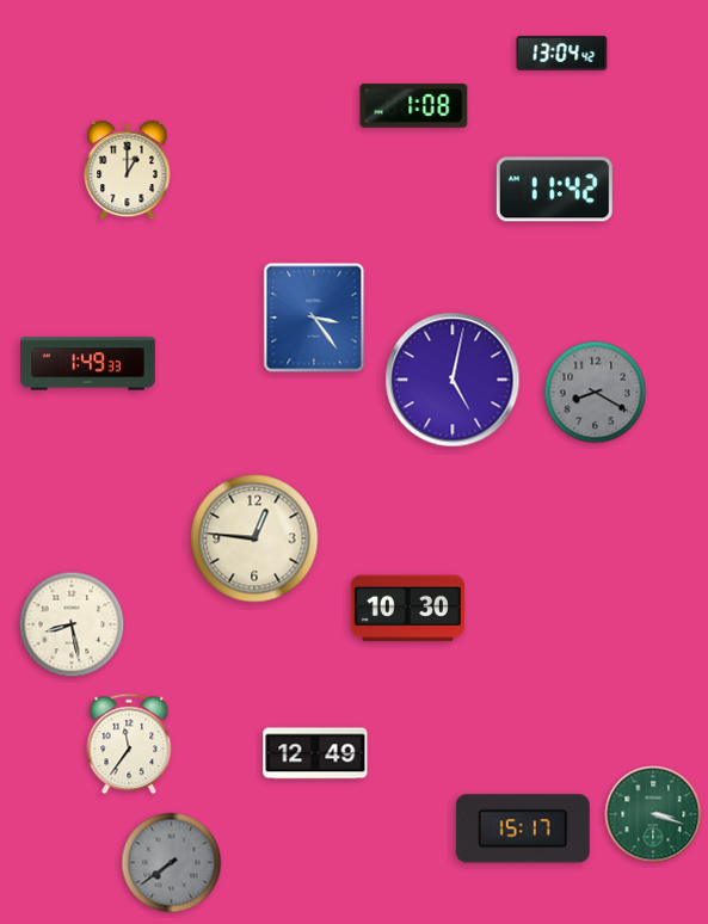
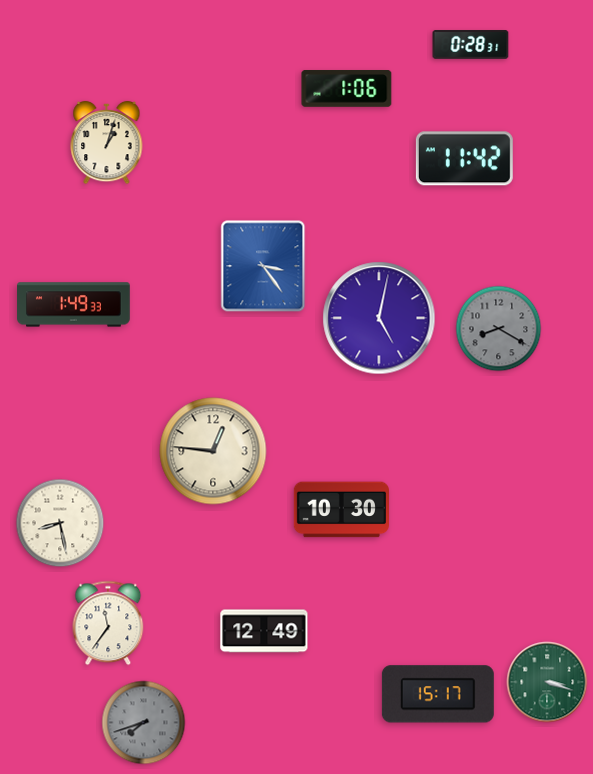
clock at (562, 54): 13:04 -> 0:28
clock at (414, 106): 1:08 -> 1:06
clock at (128, 171): 1:00 -> 1:03
clock at (172, 863): 7:39 -> 7:42
